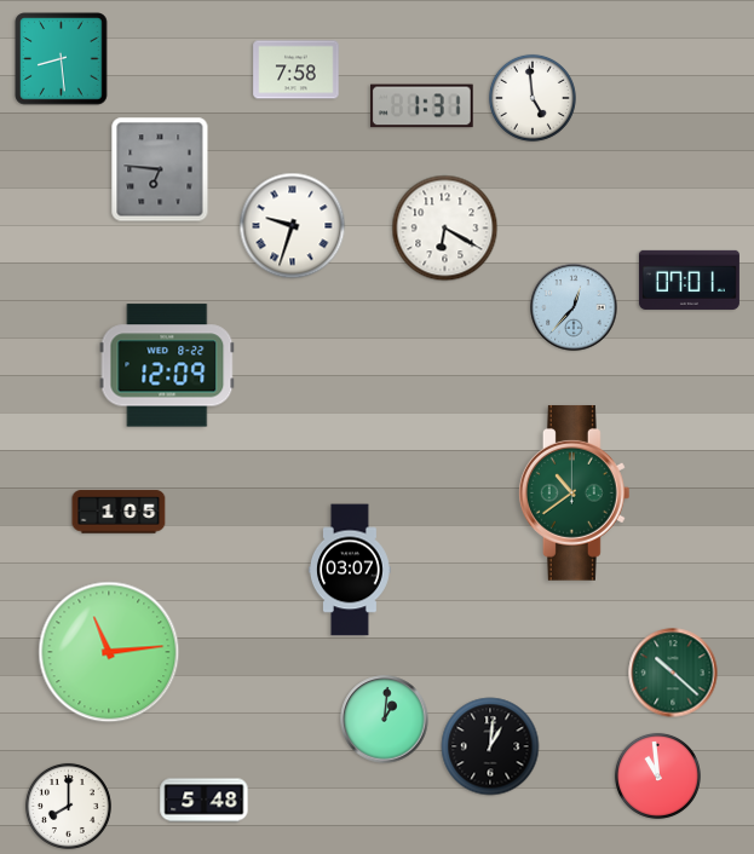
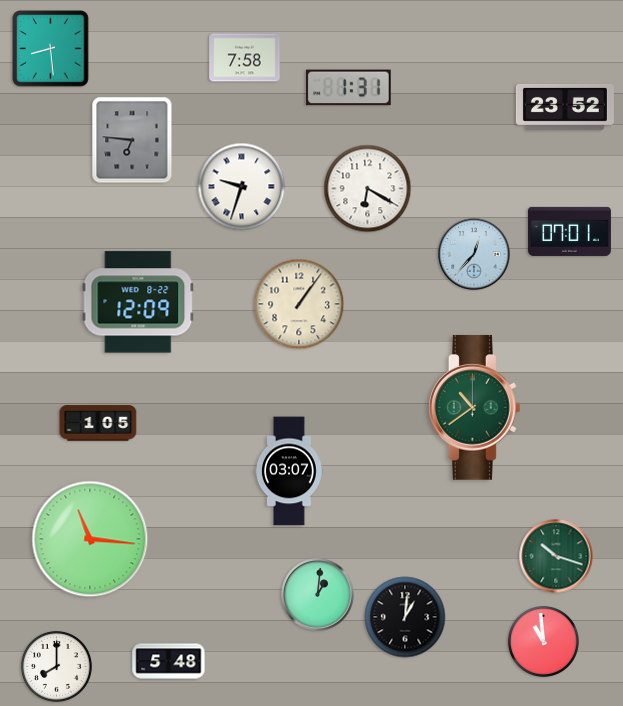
clock at (533, 98): 4:59 -> none
clock at (565, 107): none -> 23:52
clock at (299, 304): none -> 1:06
clock at (109, 652): 11:14 -> 11:16
clock at (673, 673): 10:22 -> 10:18
